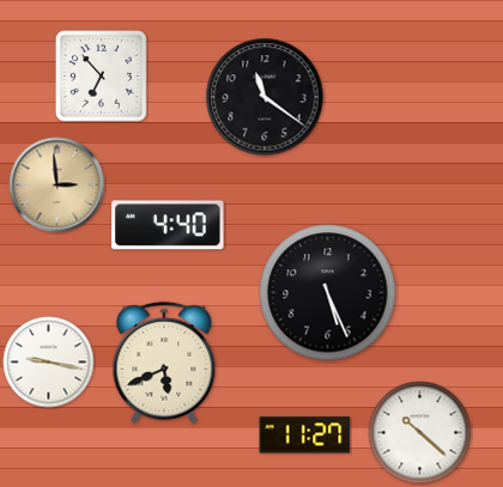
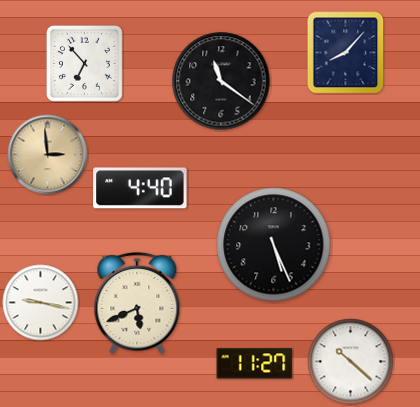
clock at (346, 53): none -> 8:07
